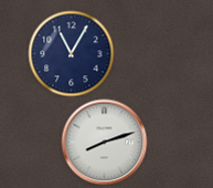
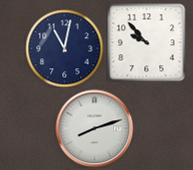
clock at (146, 42): none -> 9:53
clock at (71, 53): 11:05 -> 11:02
